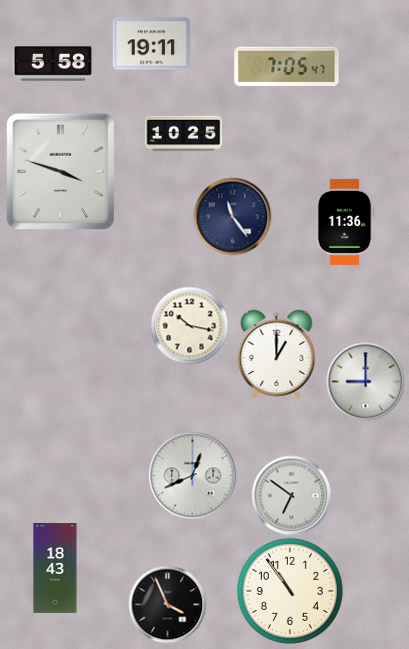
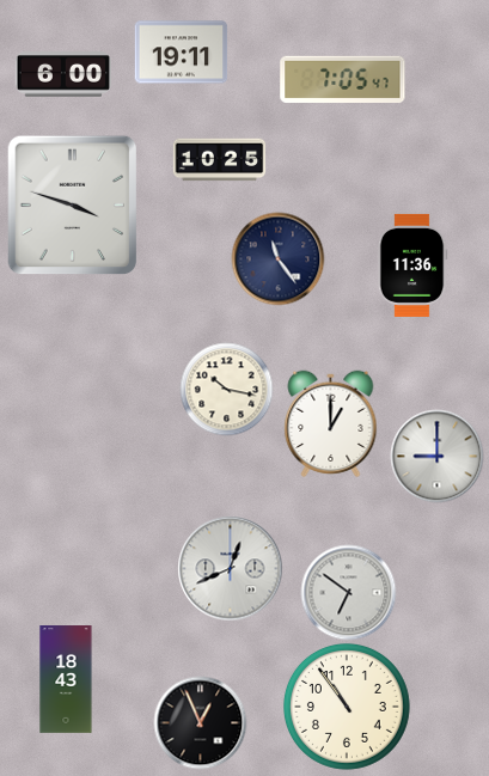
clock at (52, 62): 5:58 -> 6:00
clock at (167, 604): 3:56 -> 12:56
